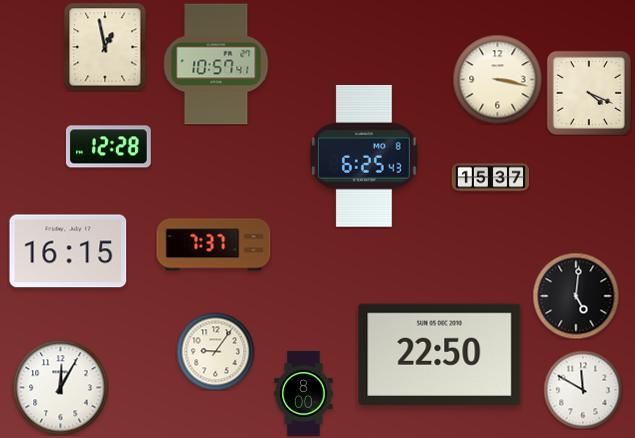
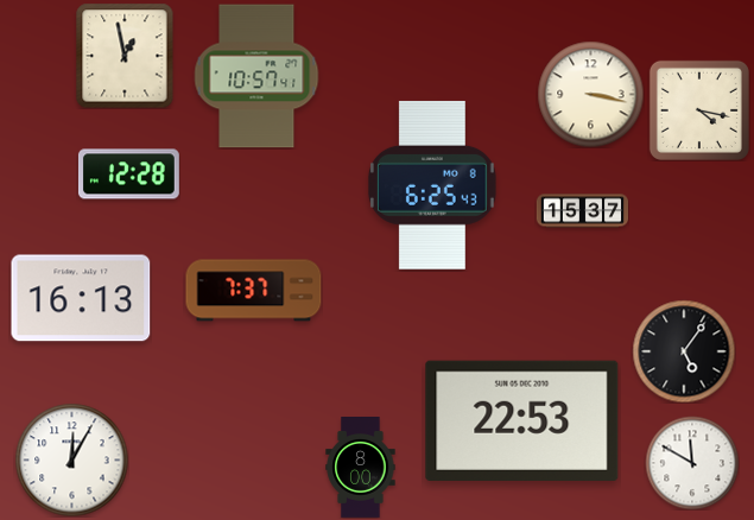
clock at (589, 93): 4:19 -> 4:17
clock at (68, 251): 16:15 -> 16:13
clock at (576, 296): 5:01 -> 5:06
clock at (215, 351): 9:06 -> none
clock at (440, 354): 22:50 -> 22:53
